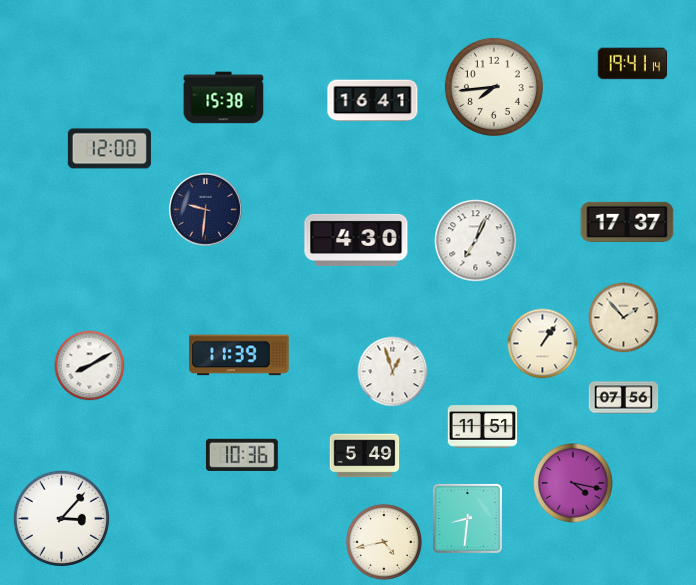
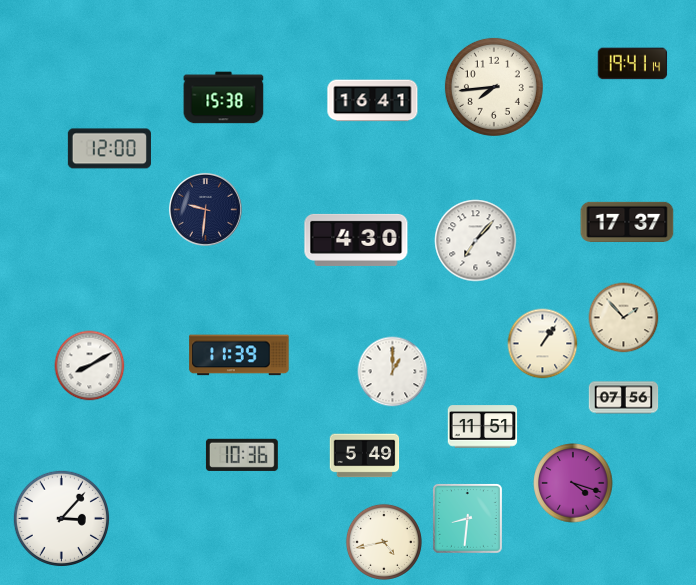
clock at (476, 241): 7:04 -> 7:07
clock at (393, 372): 12:57 -> 1:00
clock at (573, 483): 4:17 -> 4:18
